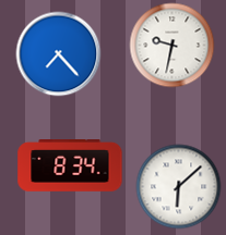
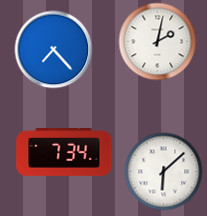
clock at (171, 45): 9:32 -> 2:02
clock at (70, 166): 8:34 -> 7:34
